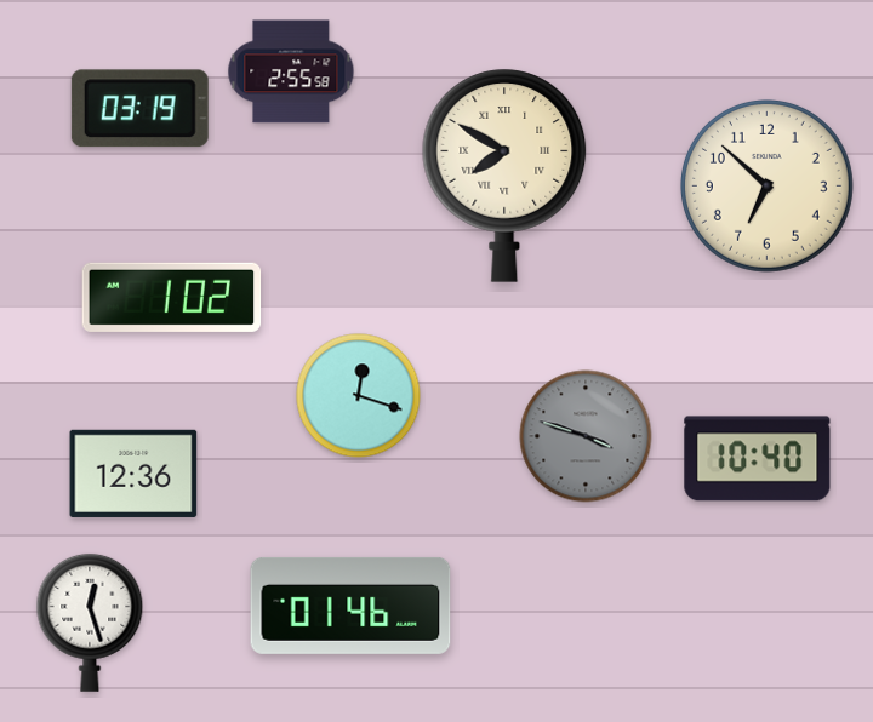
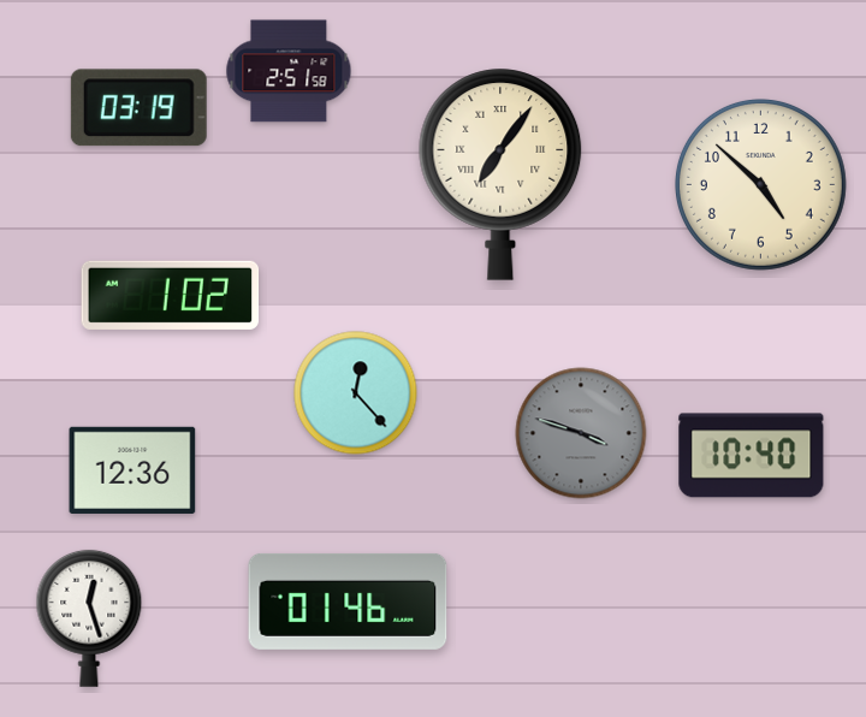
clock at (291, 71): 2:55 -> 2:51
clock at (504, 176): 7:50 -> 7:06
clock at (766, 185): 6:52 -> 4:52
clock at (359, 396): 12:18 -> 12:23
